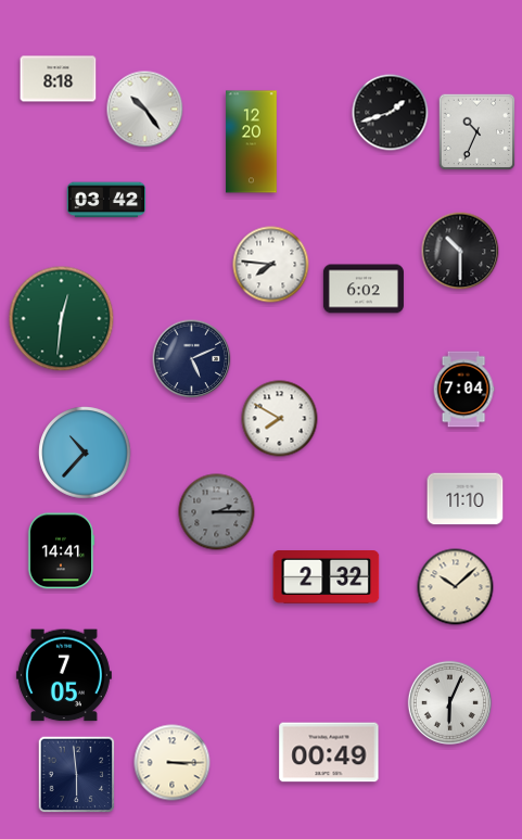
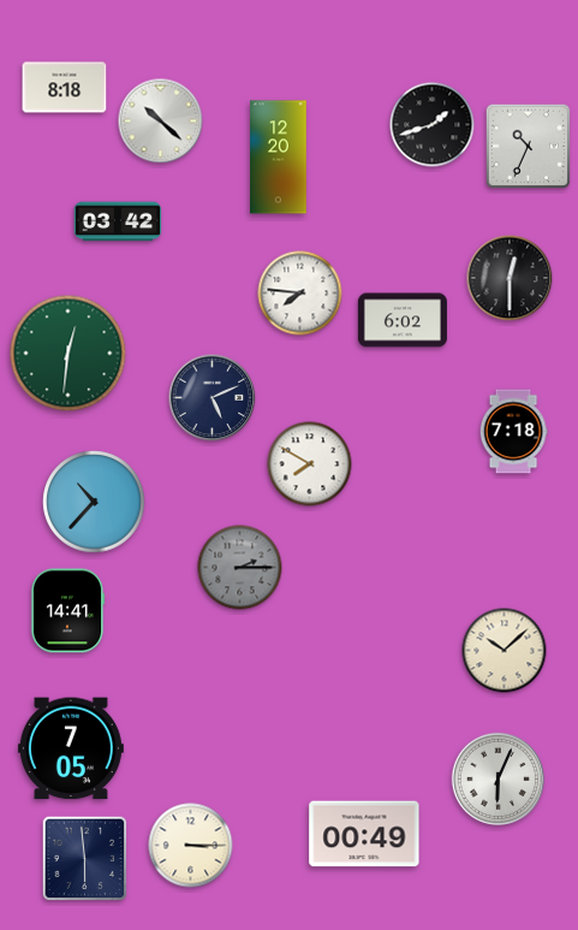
clock at (145, 110): 10:24 -> 10:22
clock at (460, 251): 10:30 -> 12:30
clock at (463, 390): 7:04 -> 7:18
clock at (466, 499): 11:10 -> none
clock at (327, 577): 2:32 -> none
